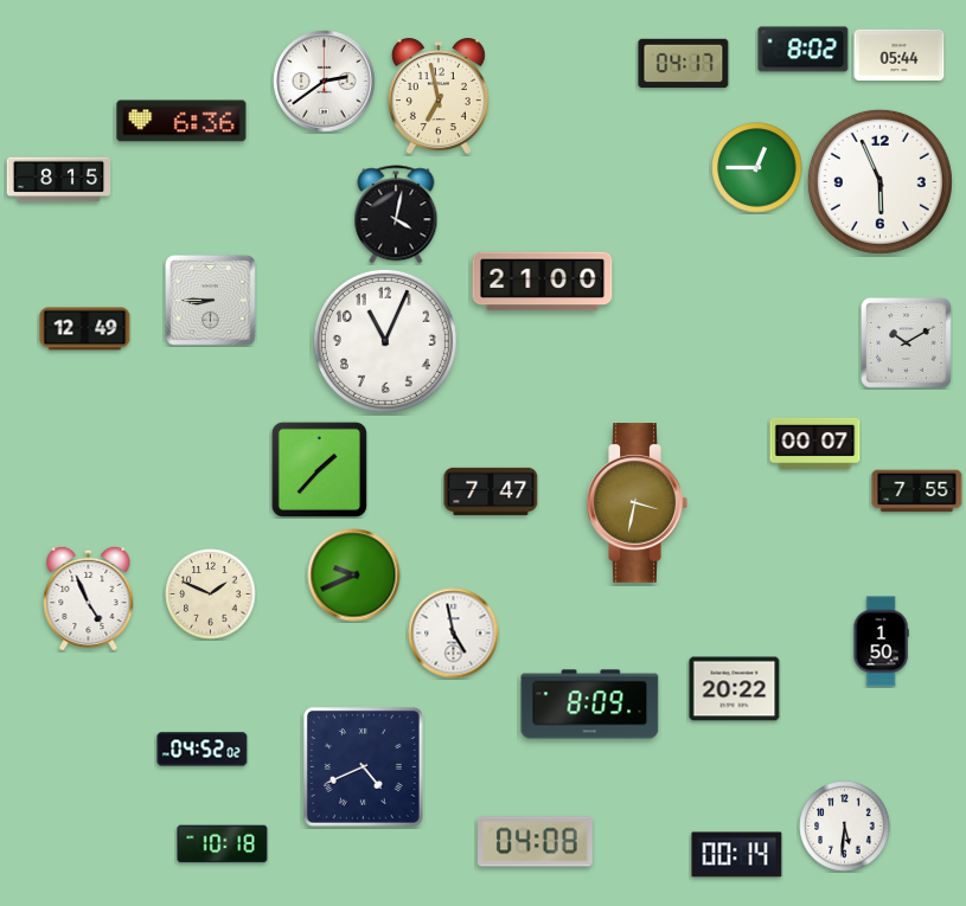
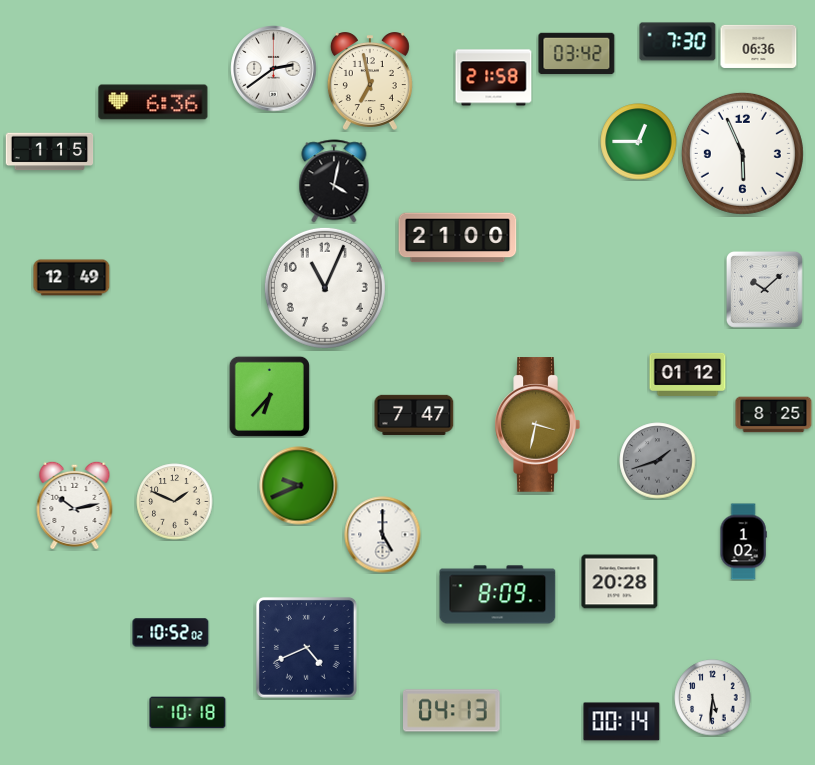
clock at (804, 50): 8:02 -> 7:30
clock at (900, 54): 05:44 -> 06:36
clock at (684, 64): 04:17 -> 03:42
clock at (494, 78): none -> 21:58
clock at (59, 180): 8:15 -> 1:15
clock at (211, 301): 8:45 -> none
clock at (907, 343): 10:10 -> 10:08
clock at (815, 443): 00:07 -> 01:12
clock at (319, 469): 1:37 -> 6:37
clock at (917, 491): 7:55 -> 8:25
clock at (658, 461): none -> 1:42
clock at (211, 595) position: (211, 595) -> (175, 502)
clock at (89, 598): 4:56 -> 10:13
clock at (454, 634): 4:58 -> 5:00
clock at (881, 642): 1:50 -> 1:02
clock at (735, 689): 20:22 -> 20:28
clock at (203, 750): 04:52 -> 10:52
clock at (536, 842): 04:08 -> 04:13
